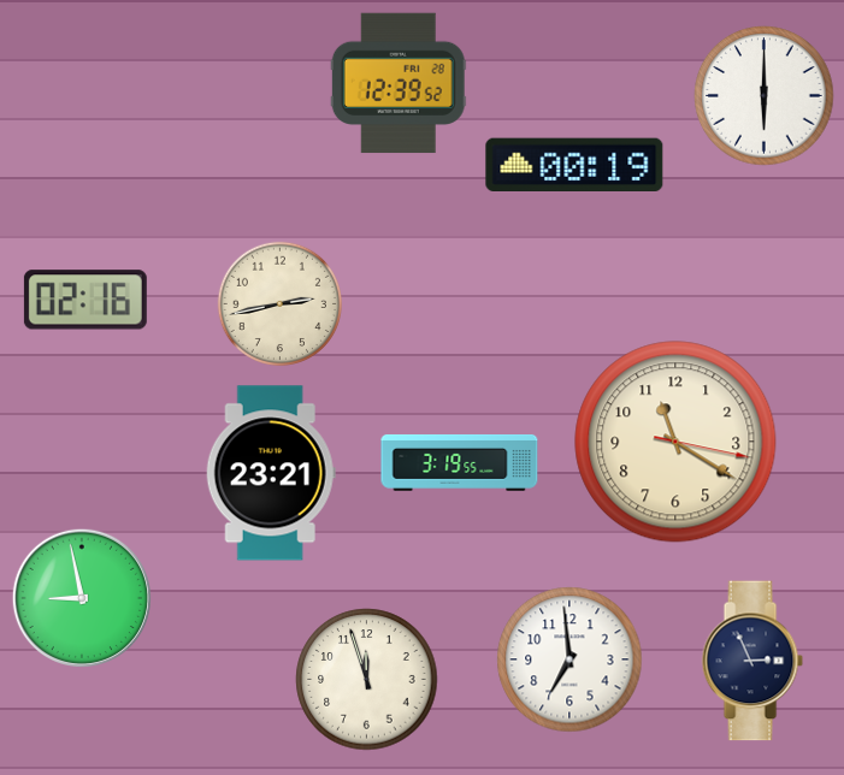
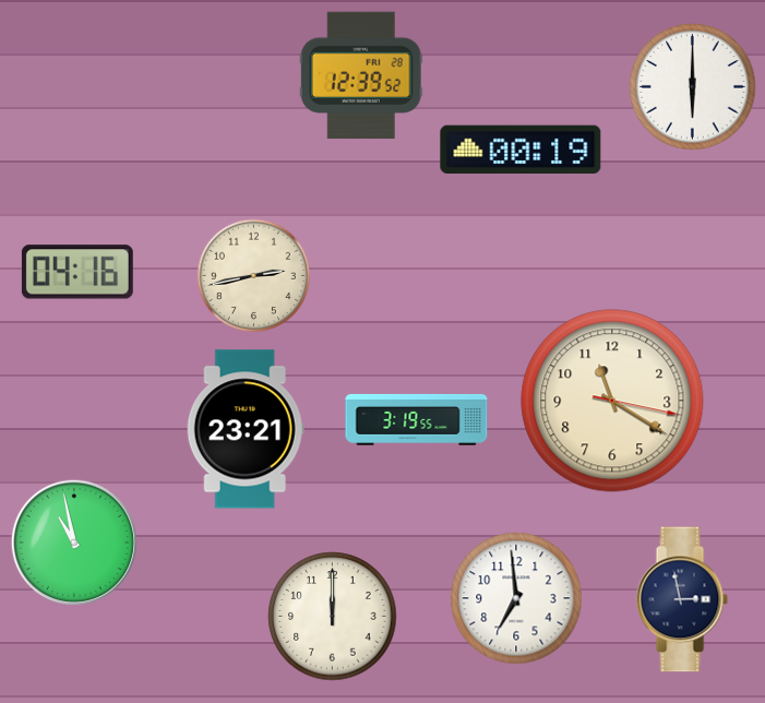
clock at (85, 300): 02:16 -> 04:16
clock at (82, 598): 8:58 -> 10:58
clock at (752, 661): 2:56 -> 2:58
clock at (367, 680): 11:57 -> 12:00
